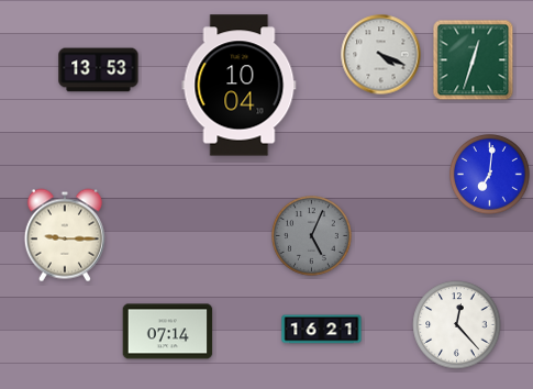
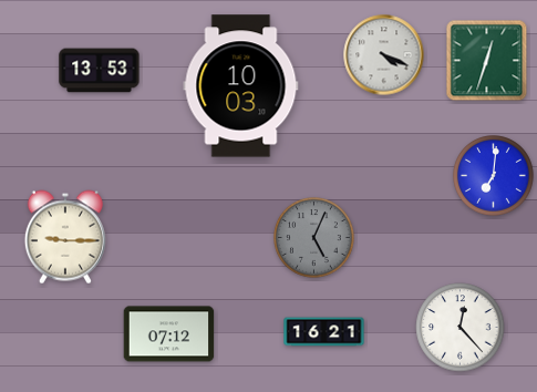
clock at (474, 60) position: (474, 60) -> (487, 61)
clock at (240, 86): 10:04 -> 10:03
clock at (168, 332): 07:14 -> 07:12
